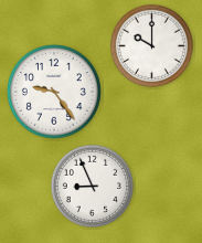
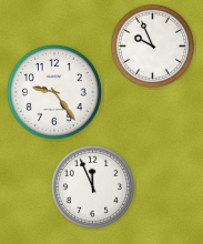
clock at (151, 45): 10:00 -> 9:56
clock at (92, 186): 8:56 -> 11:56
